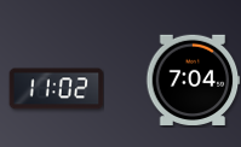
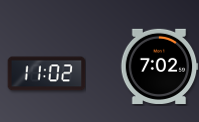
clock at (193, 80): 7:04 -> 7:02
